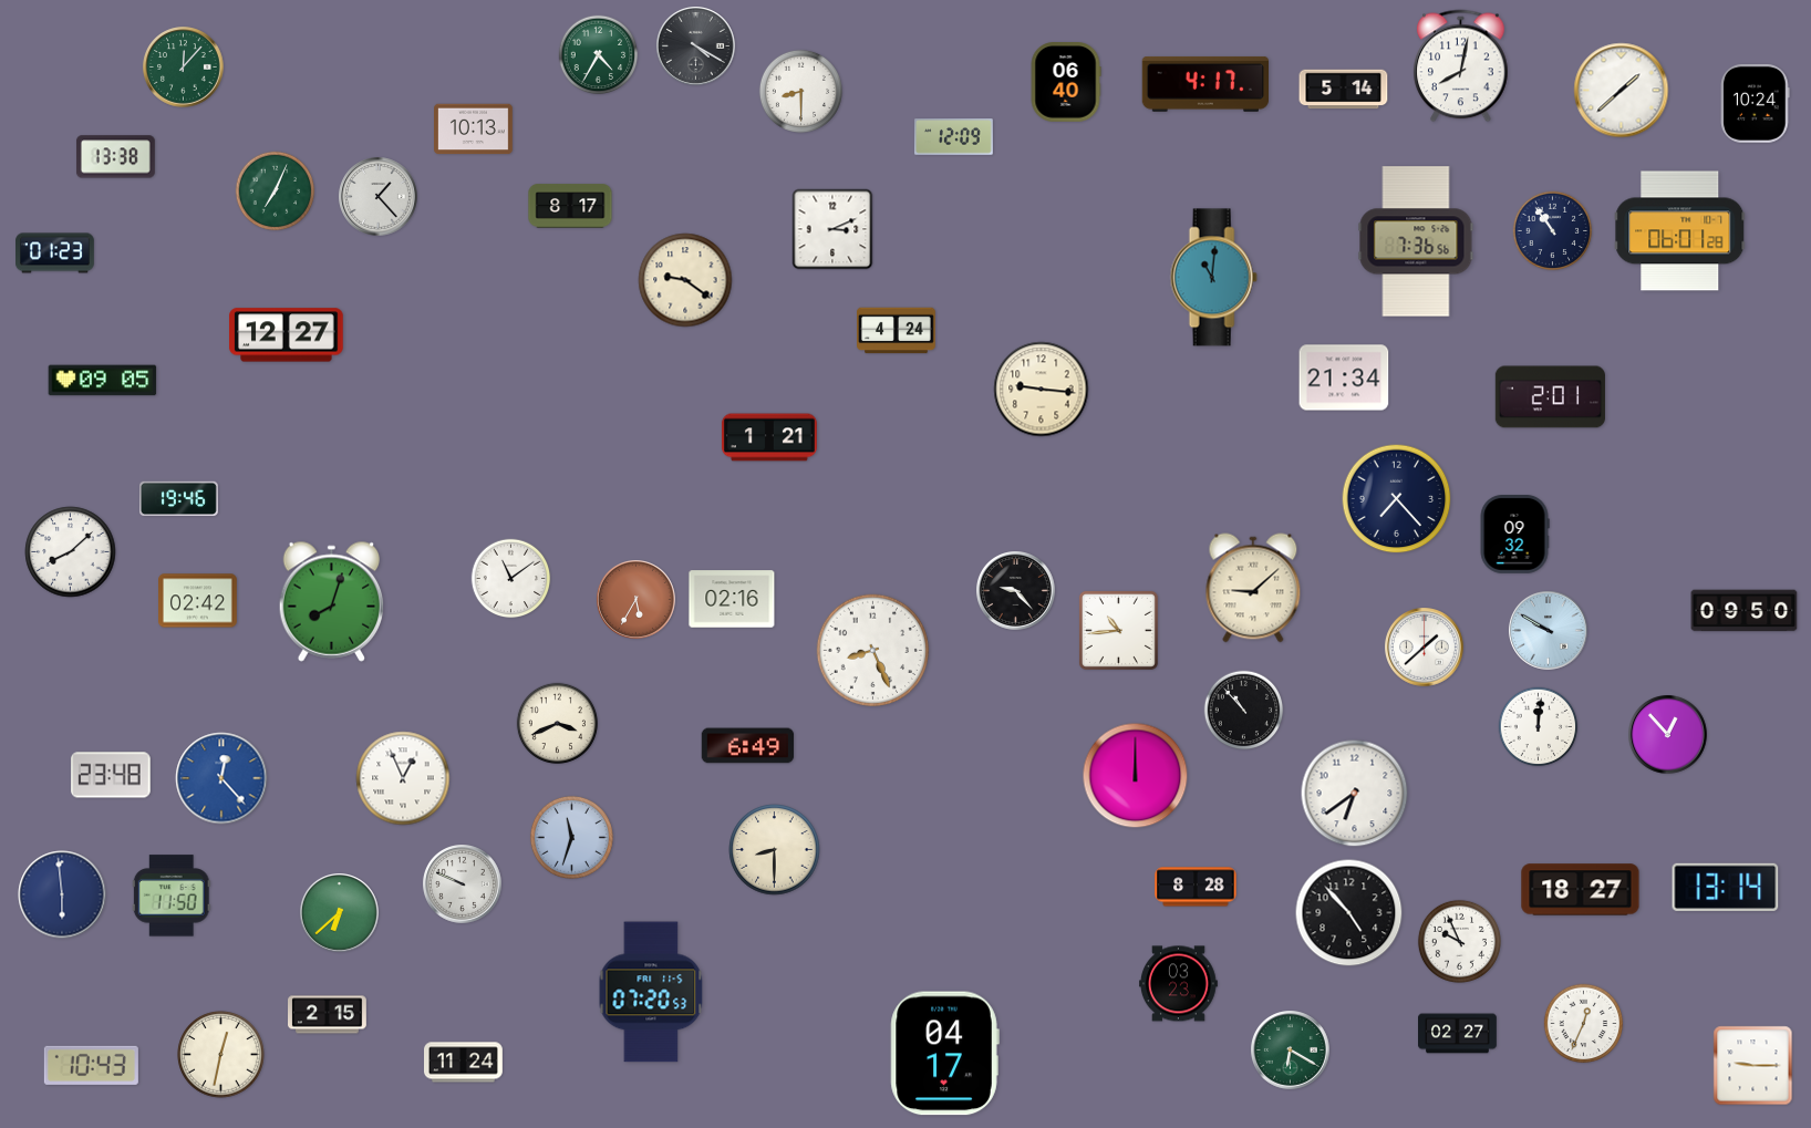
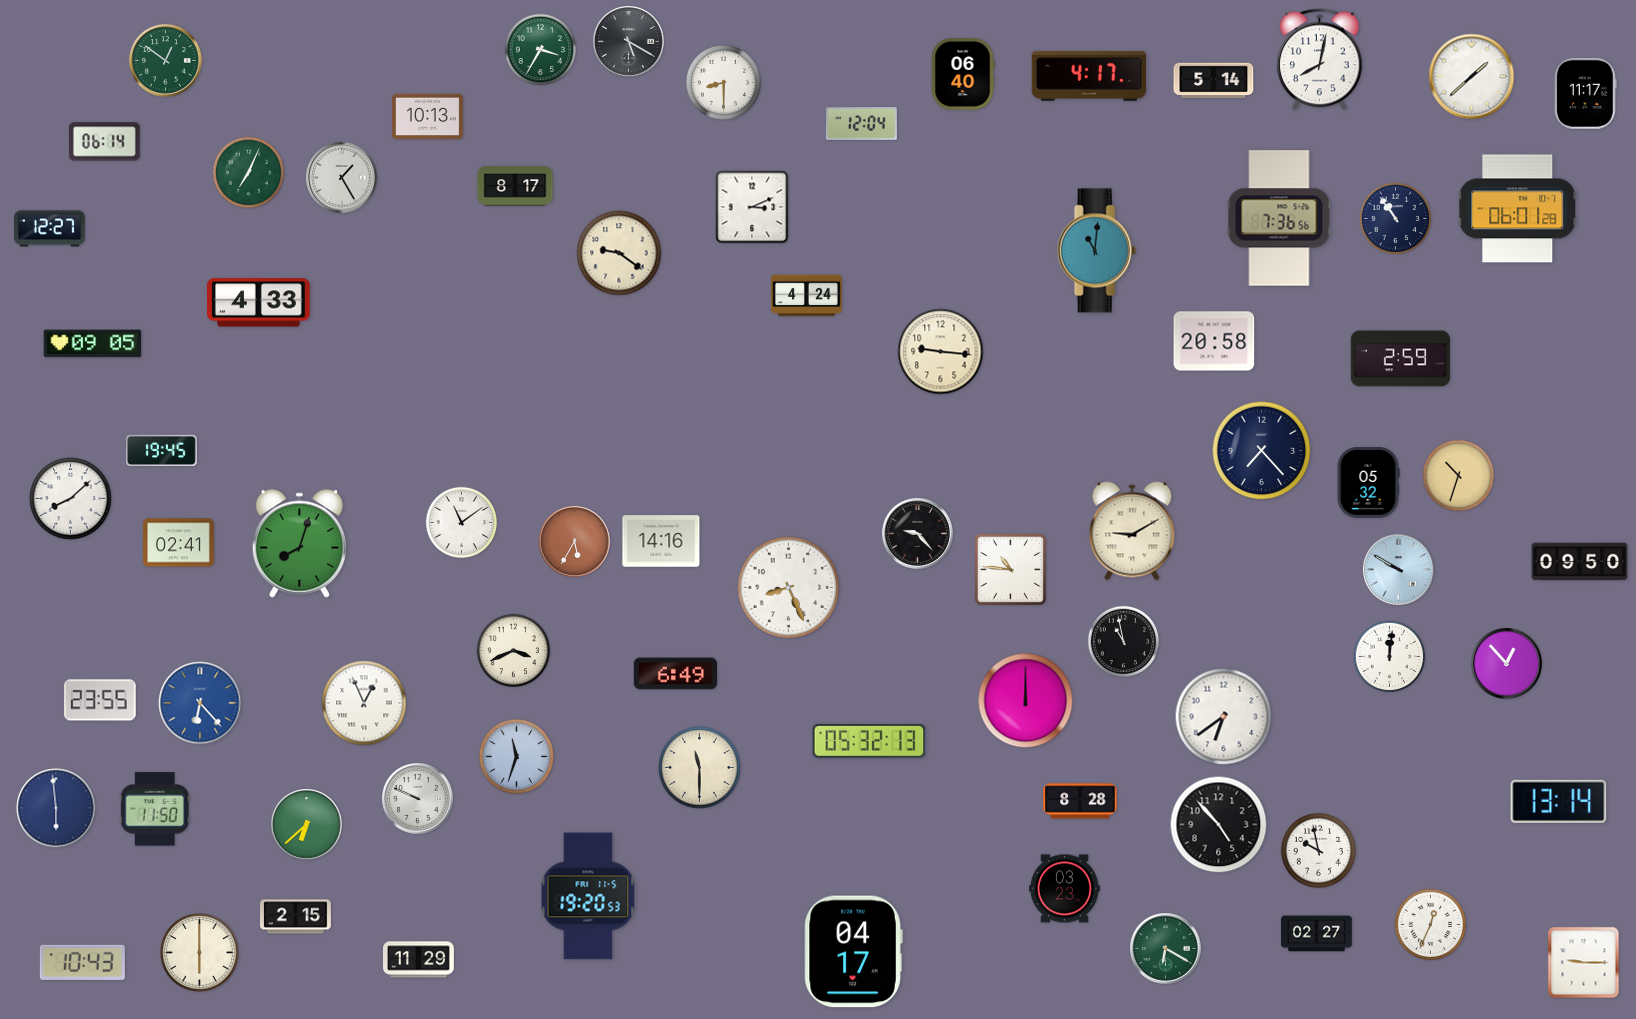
clock at (696, 46): 4:20 -> 5:20
clock at (599, 55): 4:35 -> 3:35
clock at (184, 68): 12:07 -> 12:51
clock at (1622, 91) position: (1622, 91) -> (1472, 77)
clock at (1756, 103): 10:24 -> 11:17
clock at (954, 137): 12:09 -> 12:04
clock at (115, 157): 13:38 -> 06:14
clock at (379, 197): 1:23 -> 1:25
clock at (1553, 231) position: (1553, 231) -> (1396, 219)
clock at (55, 253): 01:23 -> 12:27
clock at (897, 331) position: (897, 331) -> (807, 296)
clock at (287, 335): 12:27 -> 4:33
clock at (1344, 377): 21:34 -> 20:58
clock at (1550, 397): 2:01 -> 2:59
clock at (769, 437): 1:21 -> none
clock at (179, 499): 19:46 -> 19:45
clock at (1459, 476): none -> 10:33
clock at (1514, 535): 09:32 -> 05:32
clock at (71, 552) position: (71, 552) -> (71, 499)
clock at (1253, 588): 9:08 -> 9:10
clock at (732, 599): 02:16 -> 14:16
clock at (198, 601): 02:42 -> 02:41
clock at (1745, 611) position: (1745, 611) -> (1580, 562)
clock at (1118, 630): 10:44 -> 10:46
clock at (1425, 648): 1:38 -> none
clock at (1244, 711): 10:53 -> 10:58
clock at (557, 723) position: (557, 723) -> (513, 650)
clock at (111, 775): 23:48 -> 23:55
clock at (221, 778): 12:23 -> 6:23
clock at (869, 741): none -> 05:32
clock at (775, 850): 8:30 -> 11:30
clock at (1581, 890): 18:27 -> none
clock at (1459, 941): 9:56 -> 9:58
clock at (651, 992): 07:20 -> 19:20
clock at (221, 1055): 12:32 -> 6:00
clock at (464, 1063): 11:24 -> 11:29
